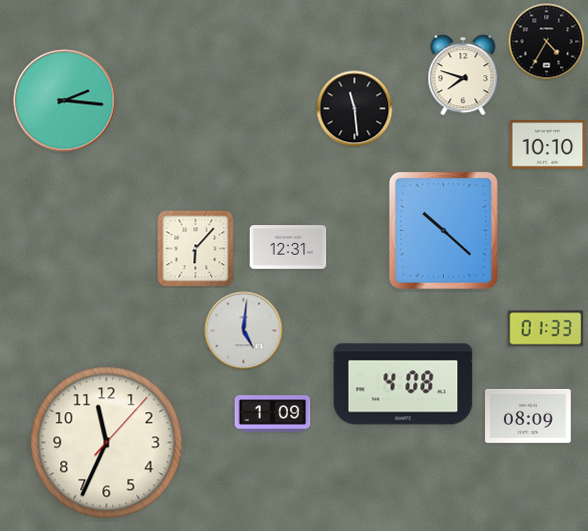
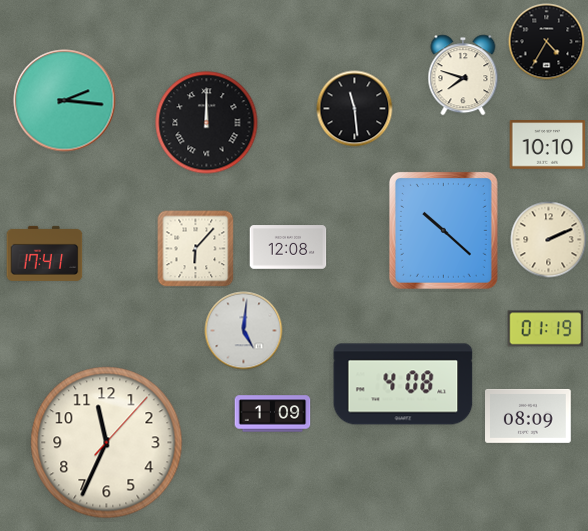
clock at (207, 123): none -> 12:00
clock at (549, 240): none -> 2:11
clock at (288, 247): 12:31 -> 12:08
clock at (45, 253): none -> 17:41
clock at (546, 329): 01:33 -> 01:19
